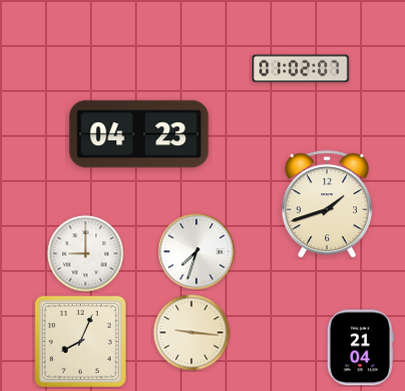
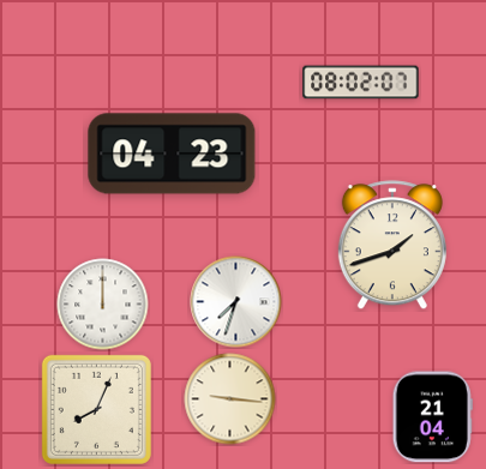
clock at (301, 69): 01:02 -> 08:02
clock at (139, 134) position: (139, 134) -> (172, 154)
clock at (86, 254): 9:00 -> 12:00
